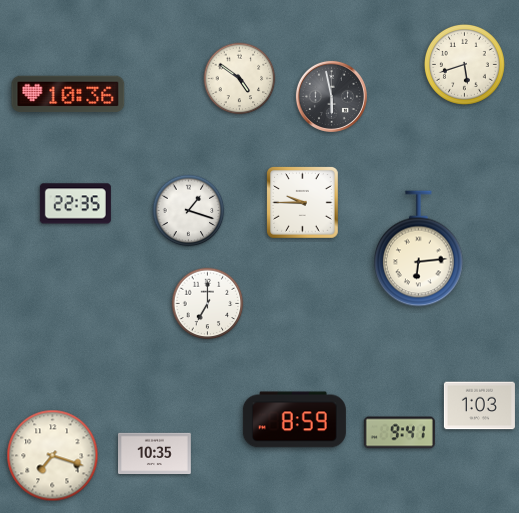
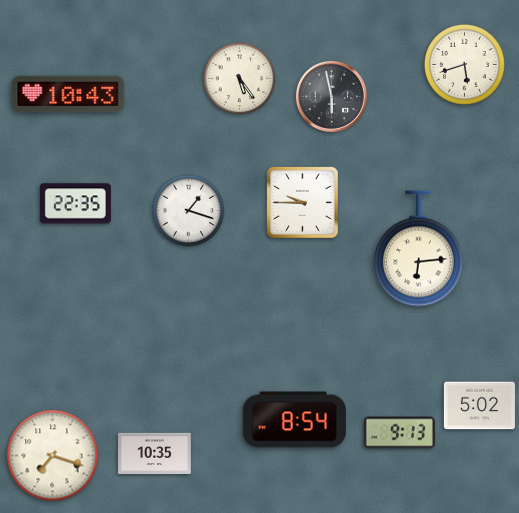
clock at (240, 79): 4:51 -> 5:24
clock at (68, 94): 10:36 -> 10:43
clock at (208, 304): 7:00 -> none
clock at (479, 406): 1:03 -> 5:02
clock at (294, 420): 8:59 -> 8:54
clock at (399, 433): 9:41 -> 9:13
